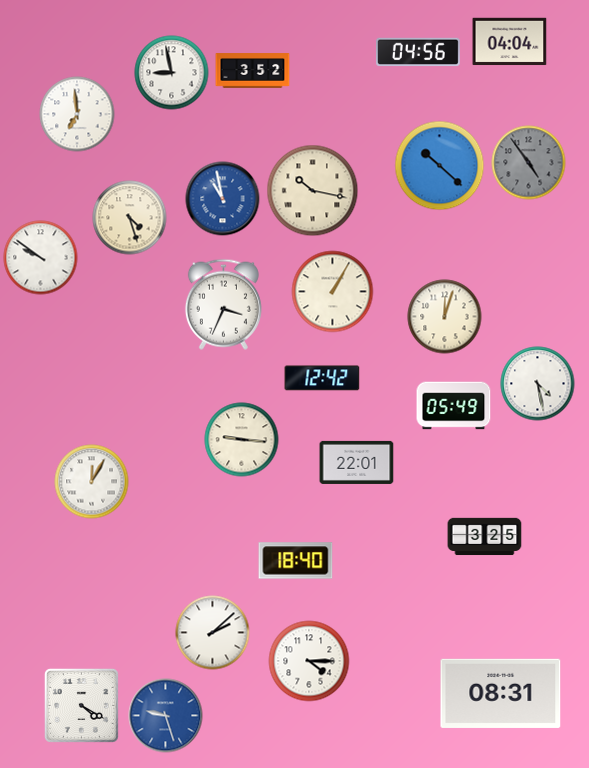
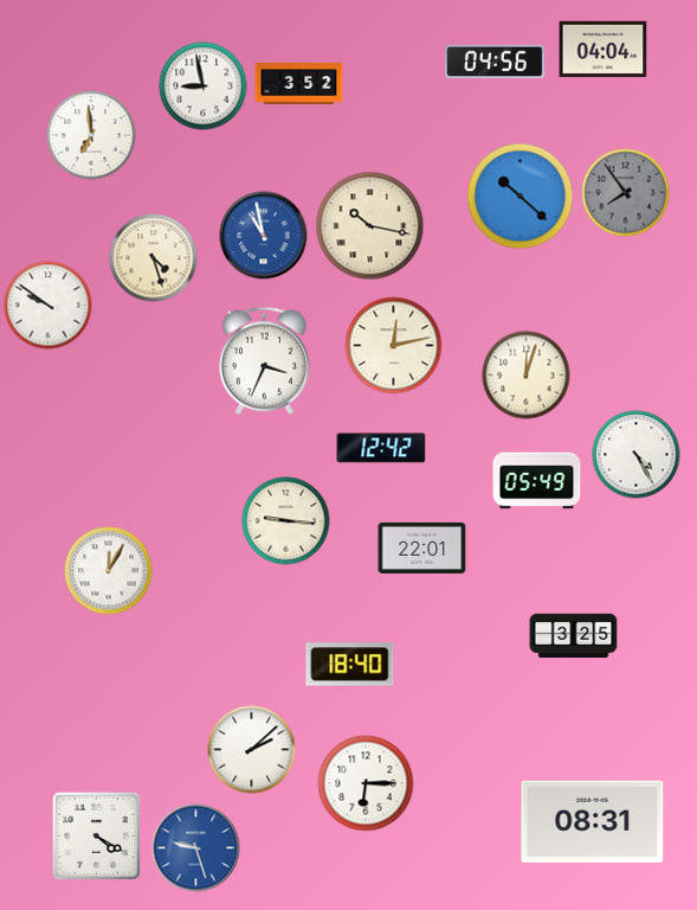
clock at (529, 163): 4:54 -> 7:54
clock at (333, 292): 1:05 -> 12:13
clock at (538, 384): 4:28 -> 4:25
clock at (309, 661): 4:15 -> 6:15
